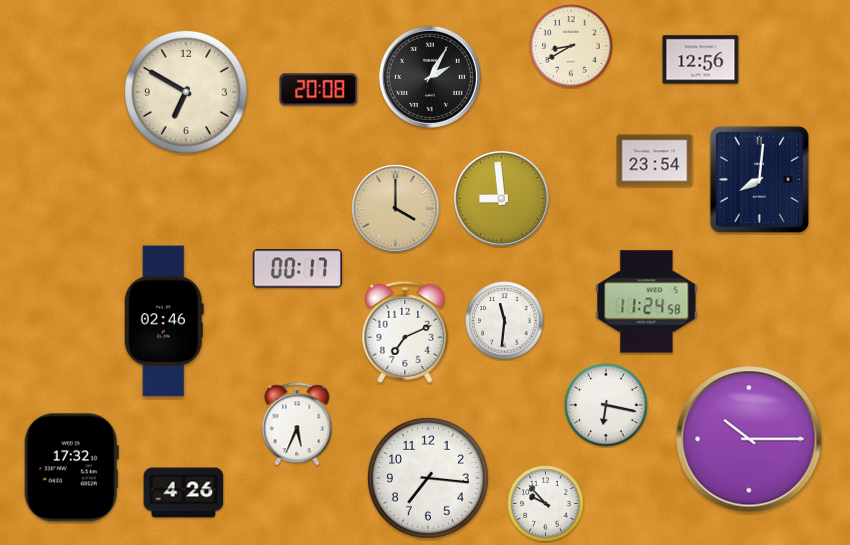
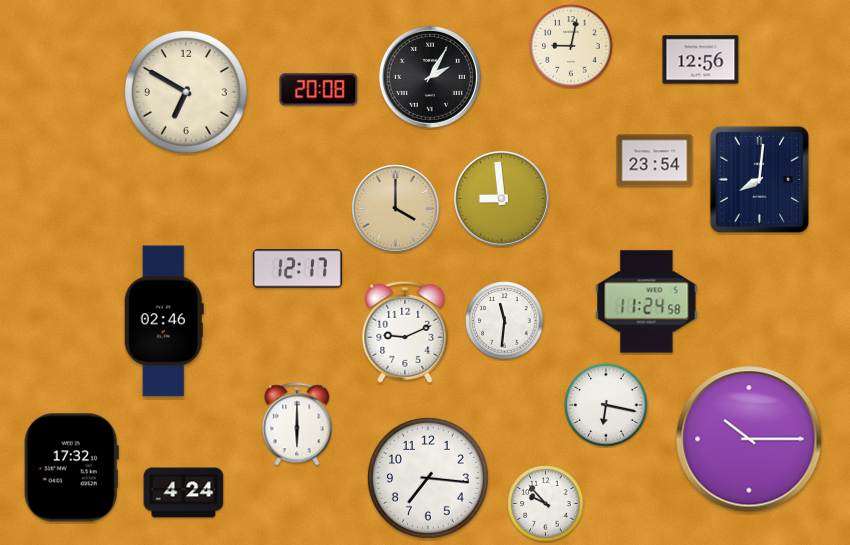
clock at (571, 46): 8:40 -> 9:02
clock at (297, 269): 00:17 -> 12:17
clock at (405, 332): 7:11 -> 9:11
clock at (297, 424): 5:34 -> 6:00
clock at (184, 493): 4:26 -> 4:24
